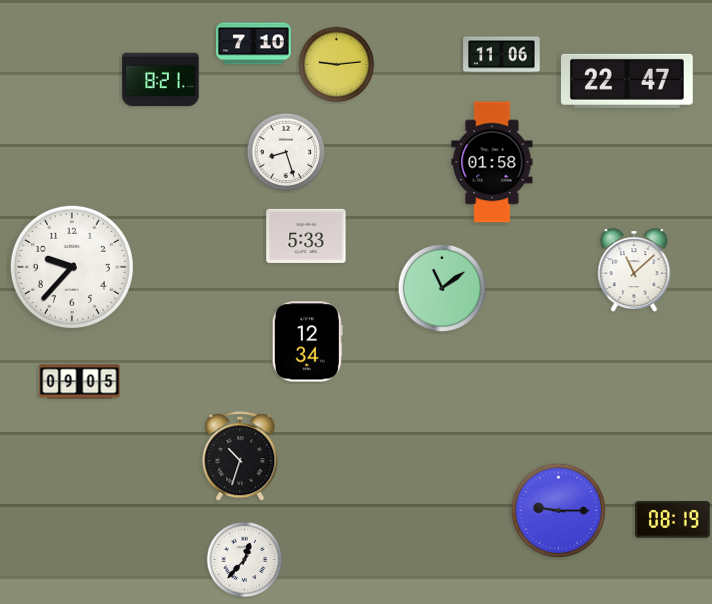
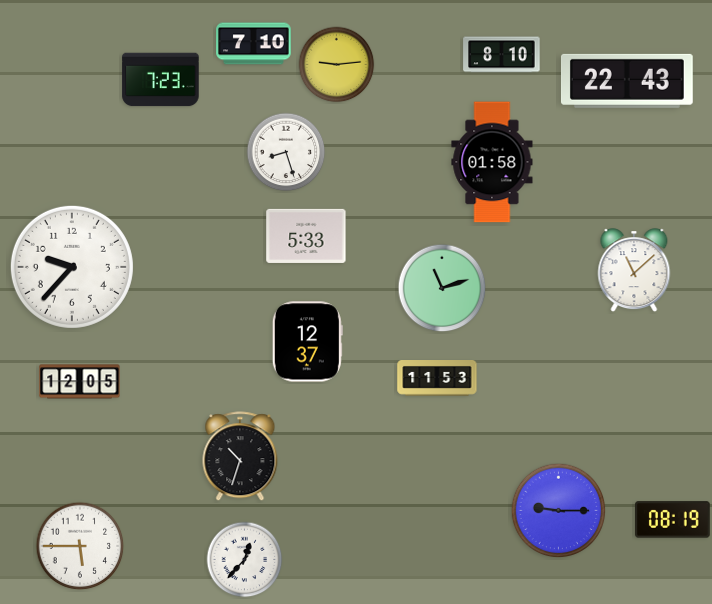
clock at (502, 55): 11:06 -> 8:10
clock at (161, 80): 8:21 -> 7:23
clock at (627, 81): 22:47 -> 22:43
clock at (442, 288): 11:09 -> 11:12
clock at (307, 342): 12:34 -> 12:37
clock at (437, 379): none -> 11:53
clock at (80, 382): 09:05 -> 12:05
clock at (80, 546): none -> 5:45
